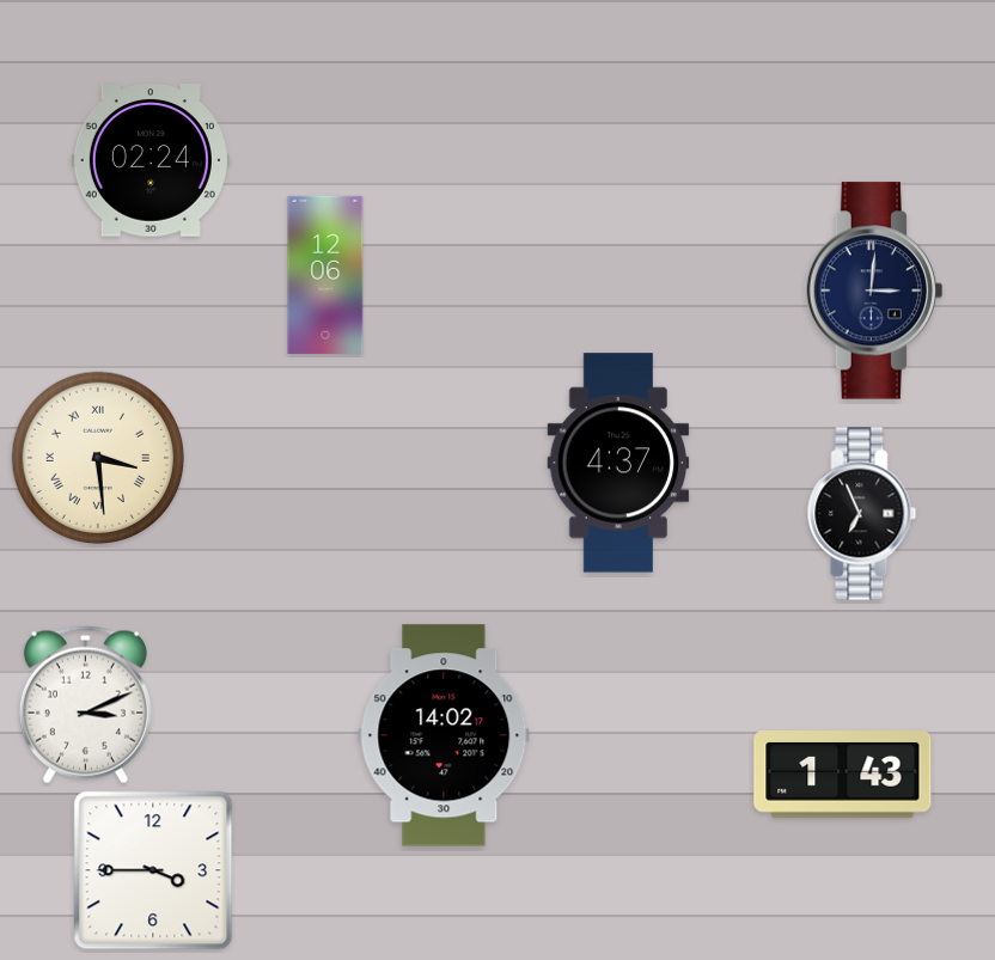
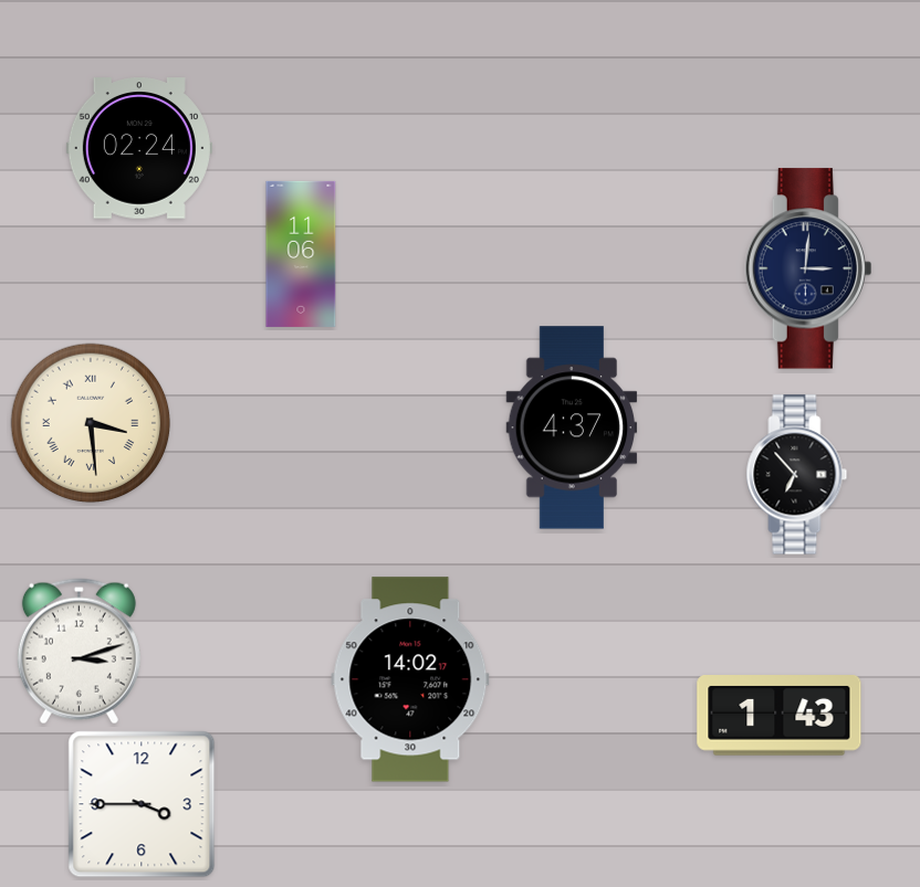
clock at (325, 275): 12:06 -> 11:06
clock at (862, 514): 6:56 -> 6:53
clock at (85, 705): 3:11 -> 3:12
